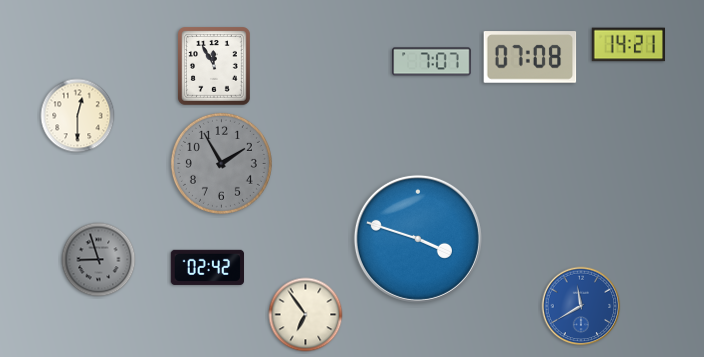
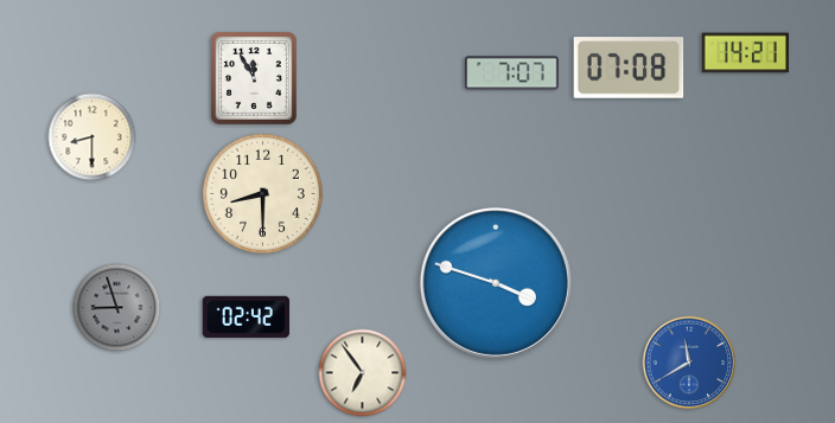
clock at (78, 116): 12:30 -> 8:30
clock at (221, 163): 1:55 -> 8:30
clock at (221, 163) dial: grey -> cream
